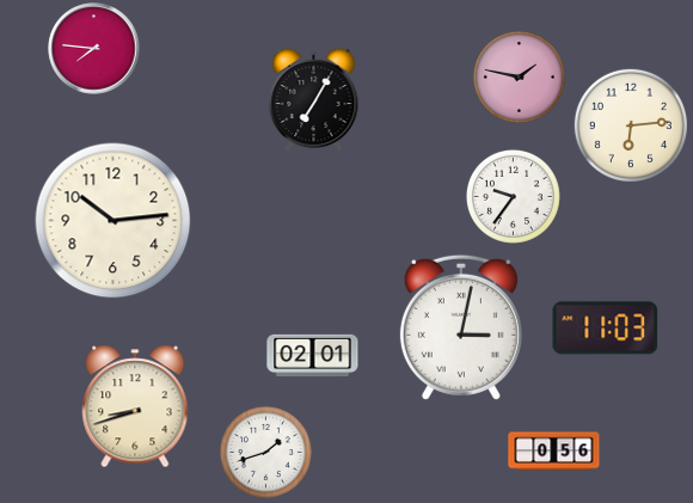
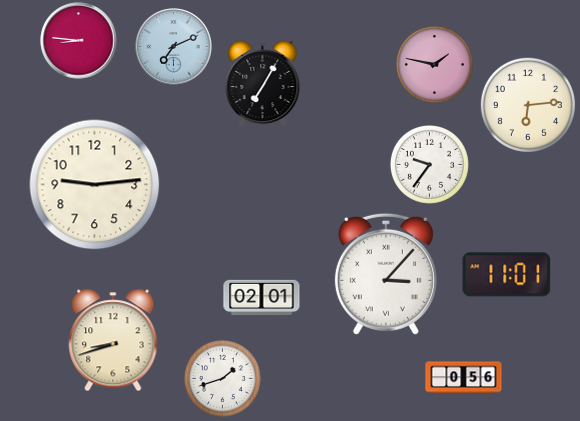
clock at (94, 49): 7:46 -> 8:46
clock at (174, 47): none -> 7:11
clock at (114, 221): 10:14 -> 9:14
clock at (461, 327): 3:02 -> 3:07
clock at (606, 329): 11:03 -> 11:01
